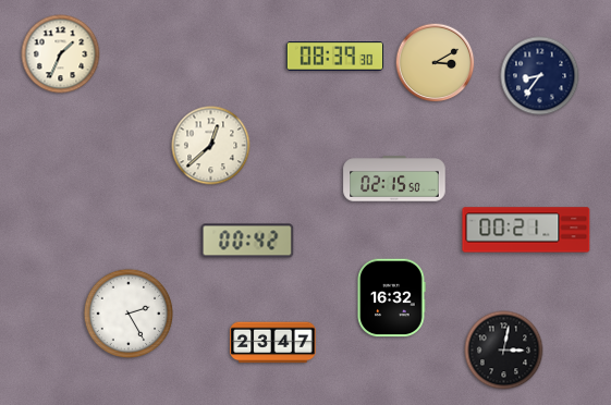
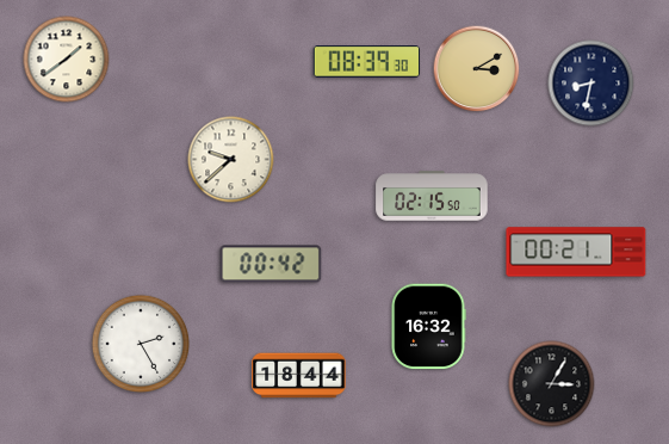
clock at (61, 54): 1:34 -> 1:39
clock at (540, 76): 8:36 -> 8:32
clock at (211, 146): 12:38 -> 9:38
clock at (273, 343): 23:47 -> 18:44
clock at (504, 351): 3:02 -> 3:05
